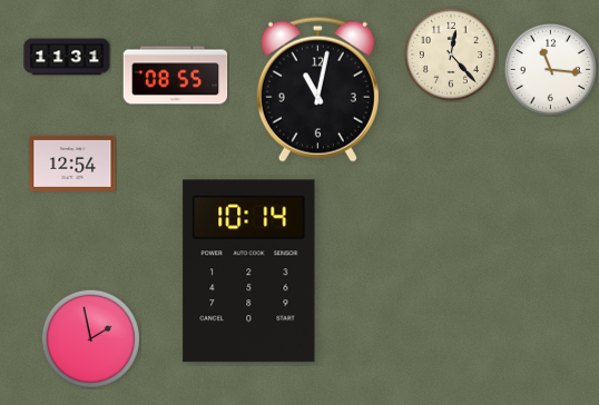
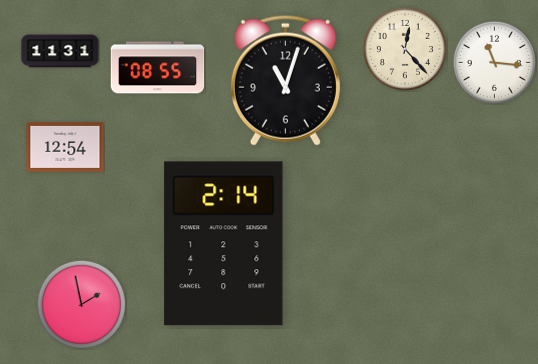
clock at (317, 89): 11:02 -> 11:03
clock at (249, 271): 10:14 -> 2:14
